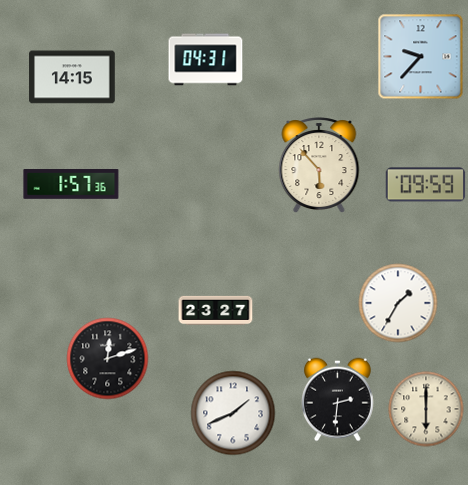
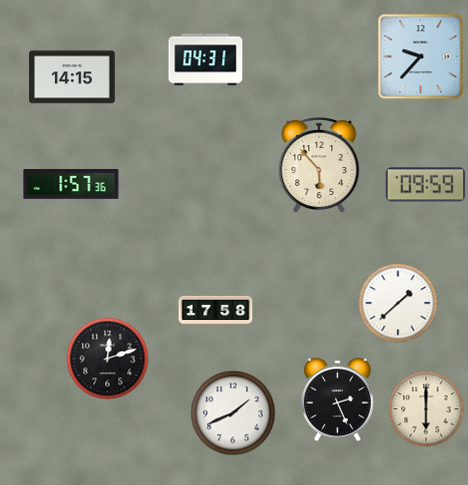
clock at (398, 303): 1:35 -> 1:38
clock at (216, 310): 23:27 -> 17:58
clock at (338, 400): 2:31 -> 2:26
